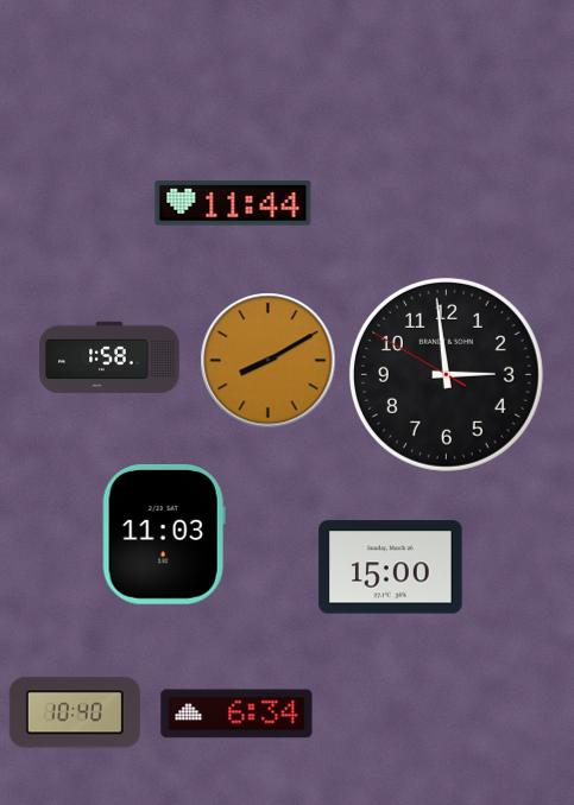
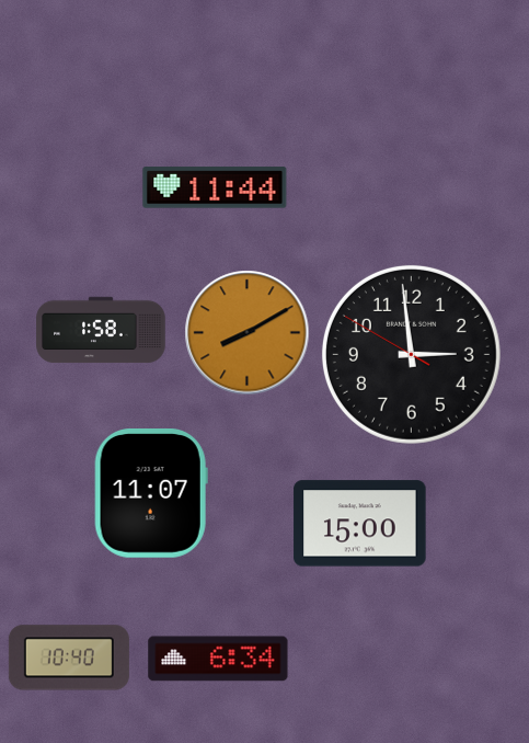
clock at (446, 374) position: (446, 374) -> (411, 354)
clock at (164, 535): 11:03 -> 11:07
